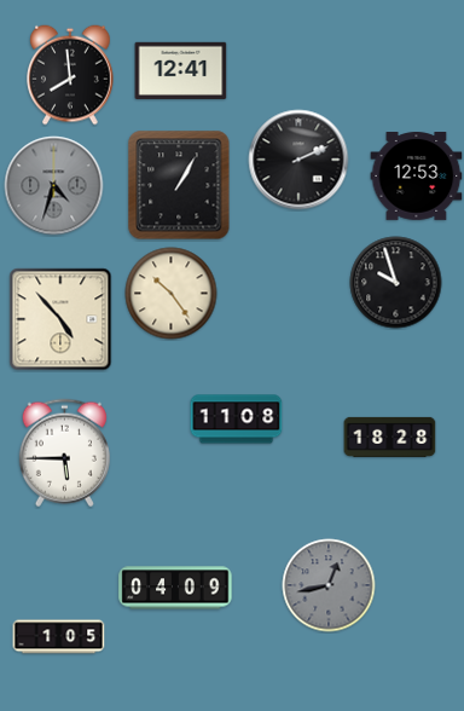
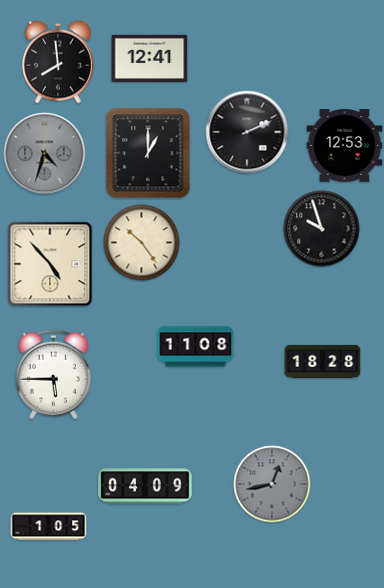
clock at (179, 185): 1:05 -> 1:00
clock at (396, 283) position: (396, 283) -> (322, 229)
